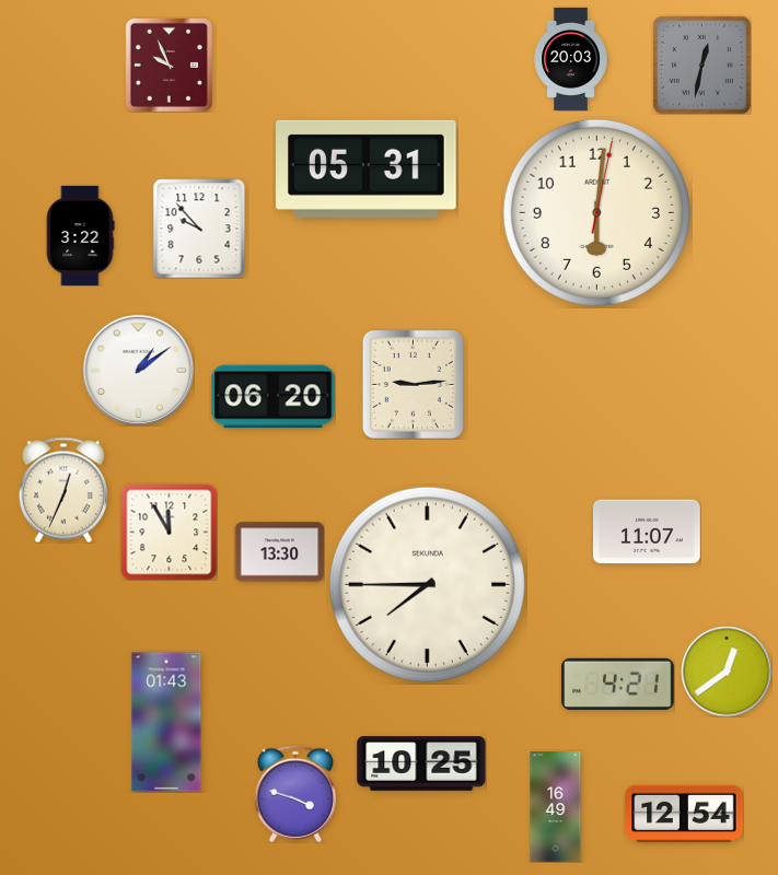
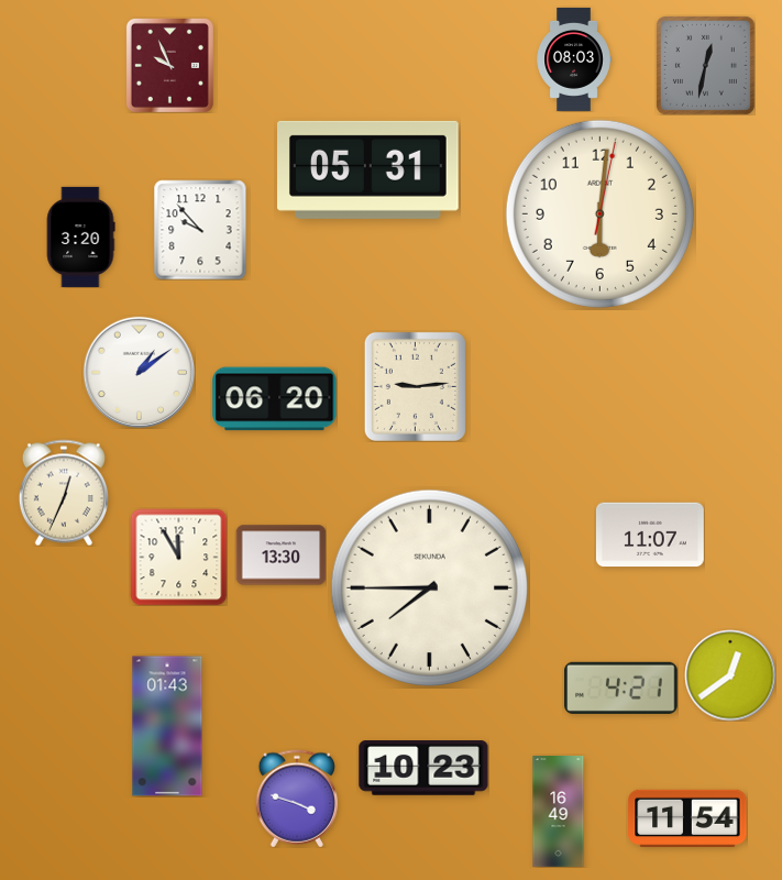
clock at (571, 59): 20:03 -> 08:03
clock at (80, 235): 3:22 -> 3:20
clock at (169, 532) position: (169, 532) -> (178, 557)
clock at (421, 765): 10:25 -> 10:23
clock at (684, 813): 12:54 -> 11:54
